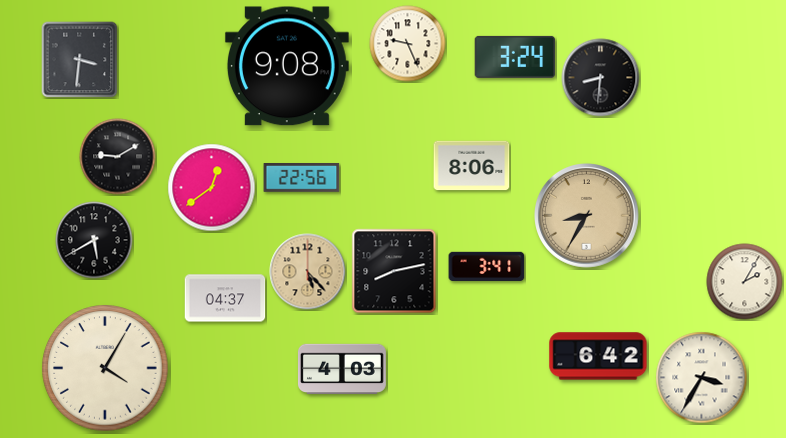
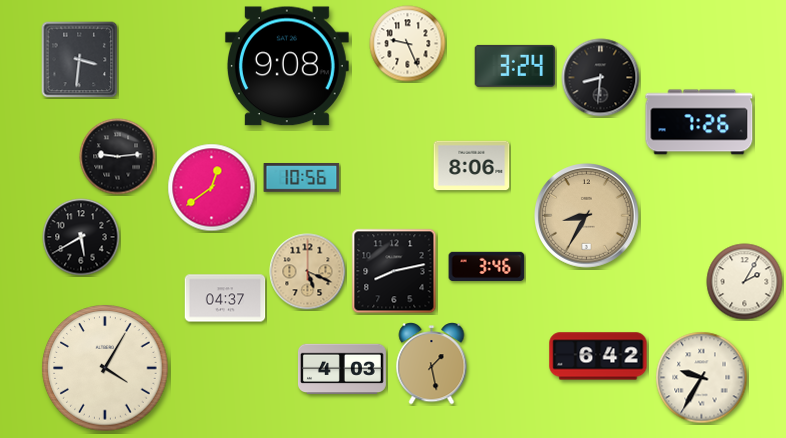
clock at (515, 57) position: (515, 57) -> (515, 66)
clock at (699, 122): none -> 7:26
clock at (118, 157): 9:10 -> 9:14
clock at (302, 178): 22:56 -> 10:56
clock at (94, 240) position: (94, 240) -> (81, 237)
clock at (487, 266): 3:41 -> 3:46
clock at (308, 272): 5:23 -> 5:19
clock at (432, 364): none -> 1:28
clock at (702, 378): 3:35 -> 9:35
